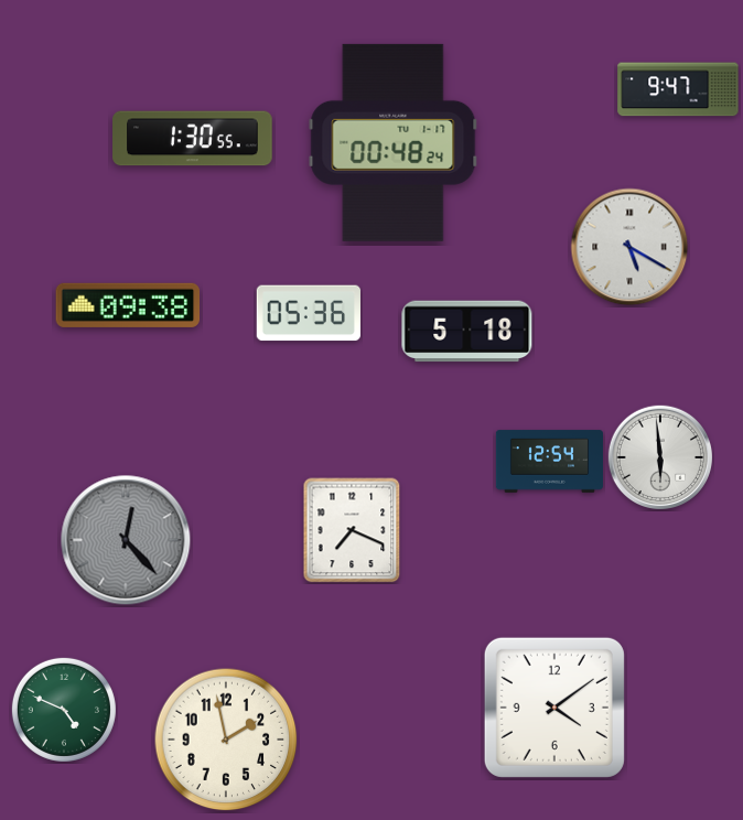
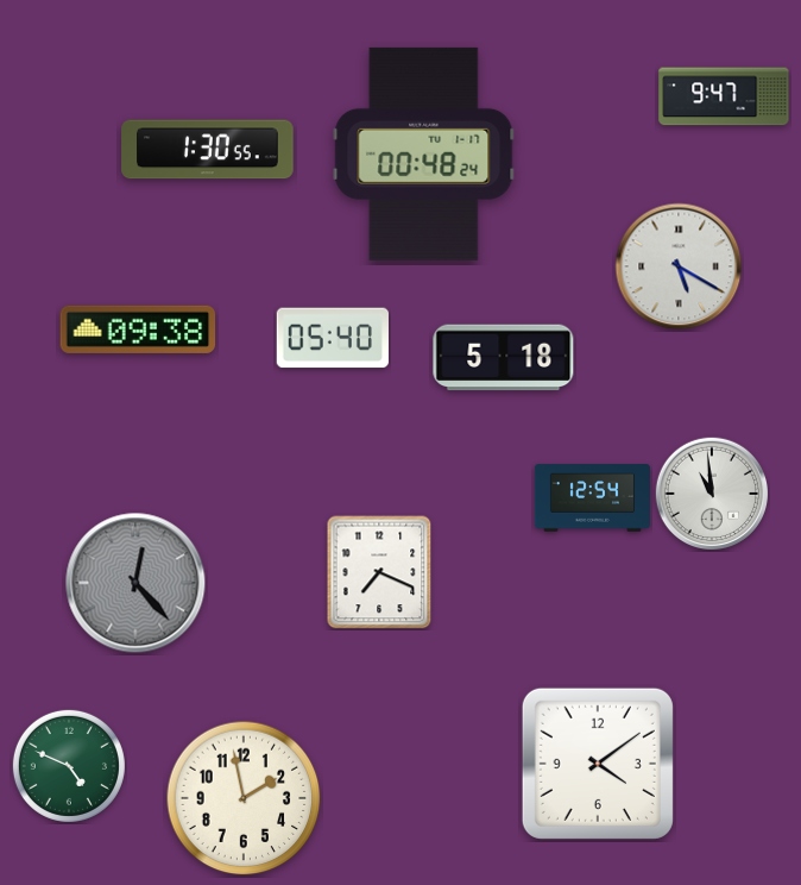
clock at (678, 89) position: (678, 89) -> (724, 96)
clock at (309, 313): 05:36 -> 05:40
clock at (659, 456): 5:59 -> 10:59
